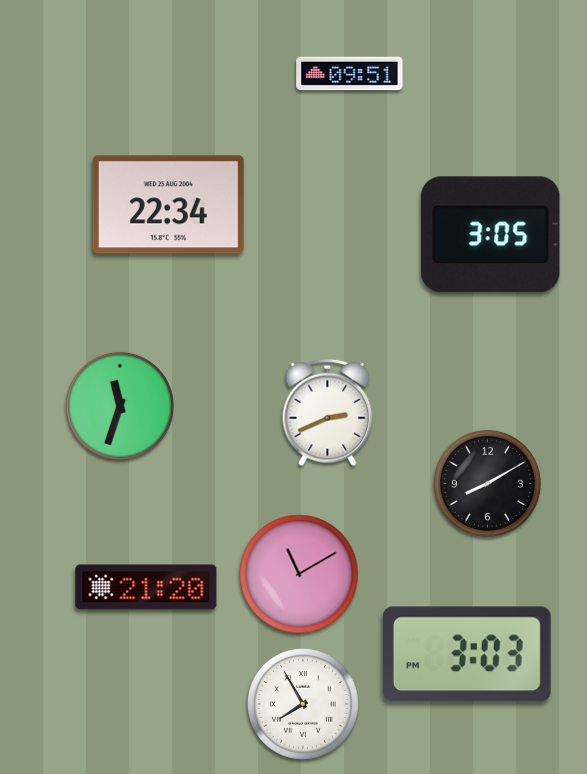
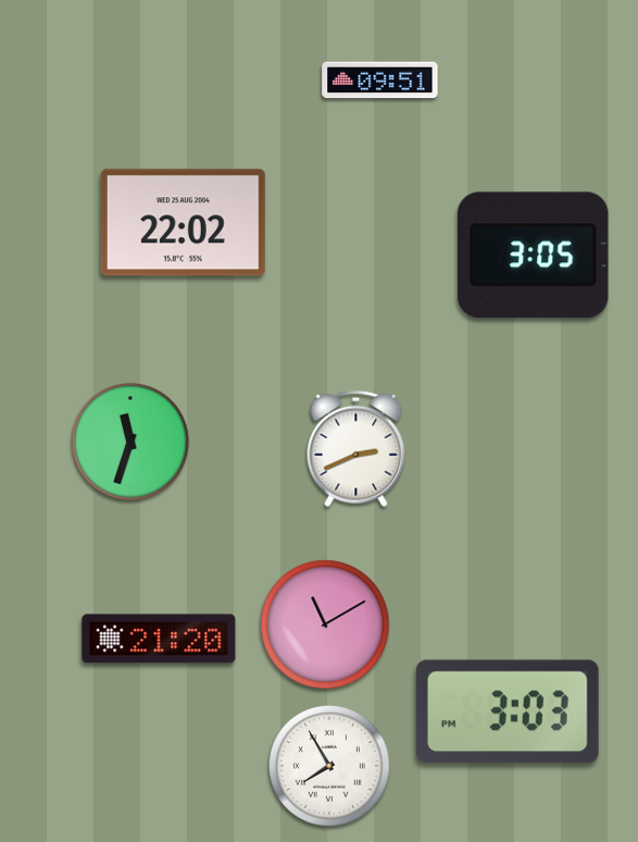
clock at (168, 205): 22:34 -> 22:02
clock at (487, 483): 8:10 -> none
